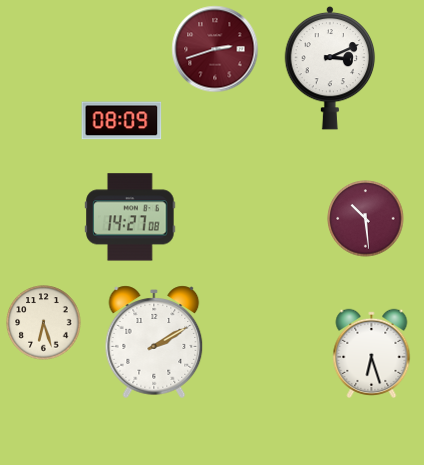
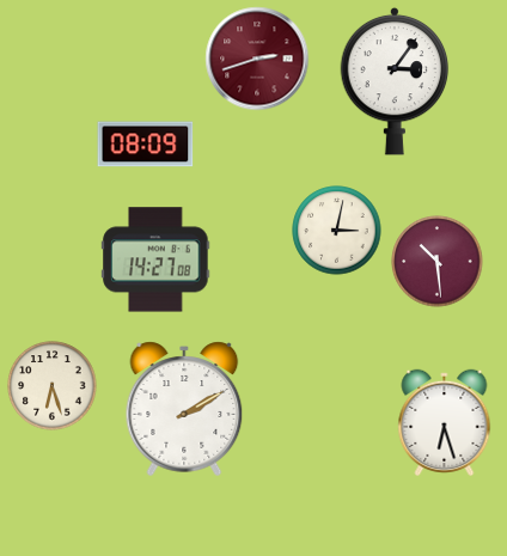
clock at (330, 68): 3:11 -> 3:06
clock at (337, 231): none -> 3:02
